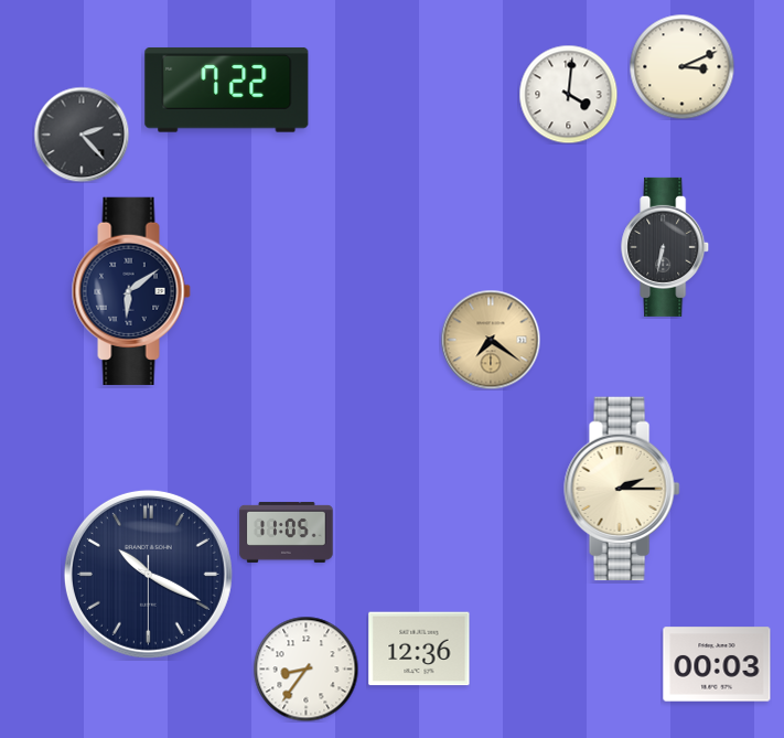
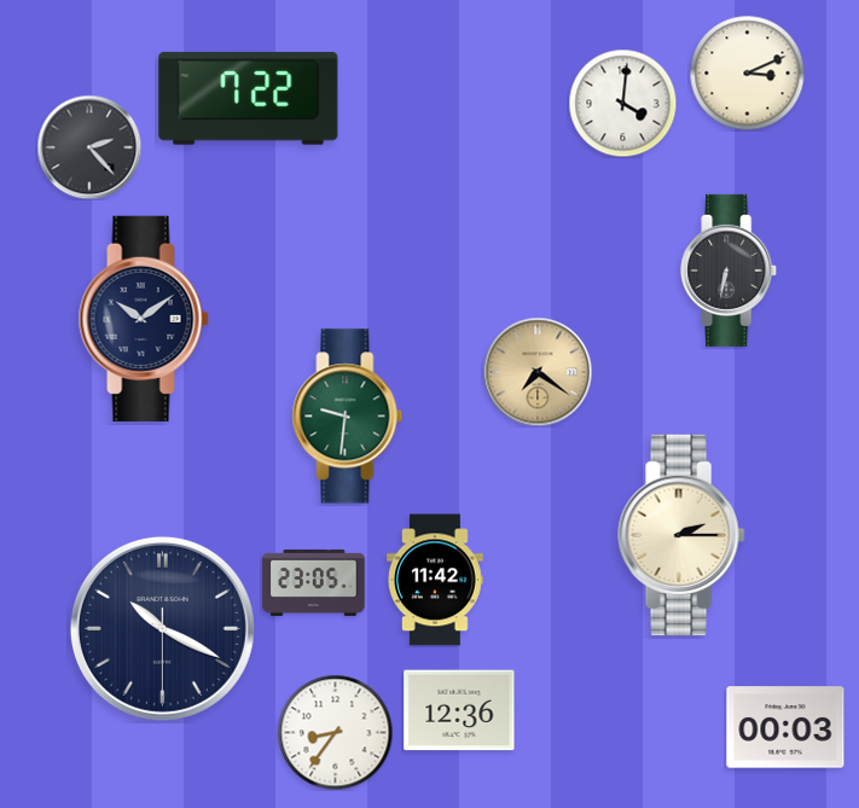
clock at (131, 291): 6:09 -> 10:09
clock at (348, 417): none -> 9:31
clock at (436, 580): none -> 11:42
clock at (287, 532): 11:05 -> 23:05
